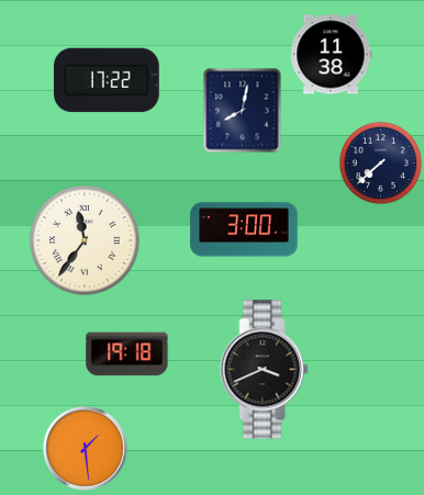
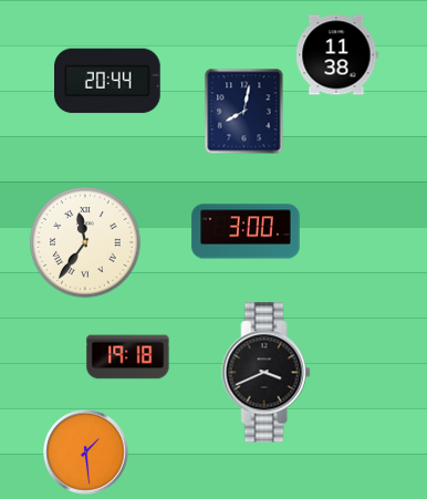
clock at (331, 55) position: (331, 55) -> (336, 55)
clock at (108, 80): 17:22 -> 20:44
clock at (380, 162): 7:38 -> none
